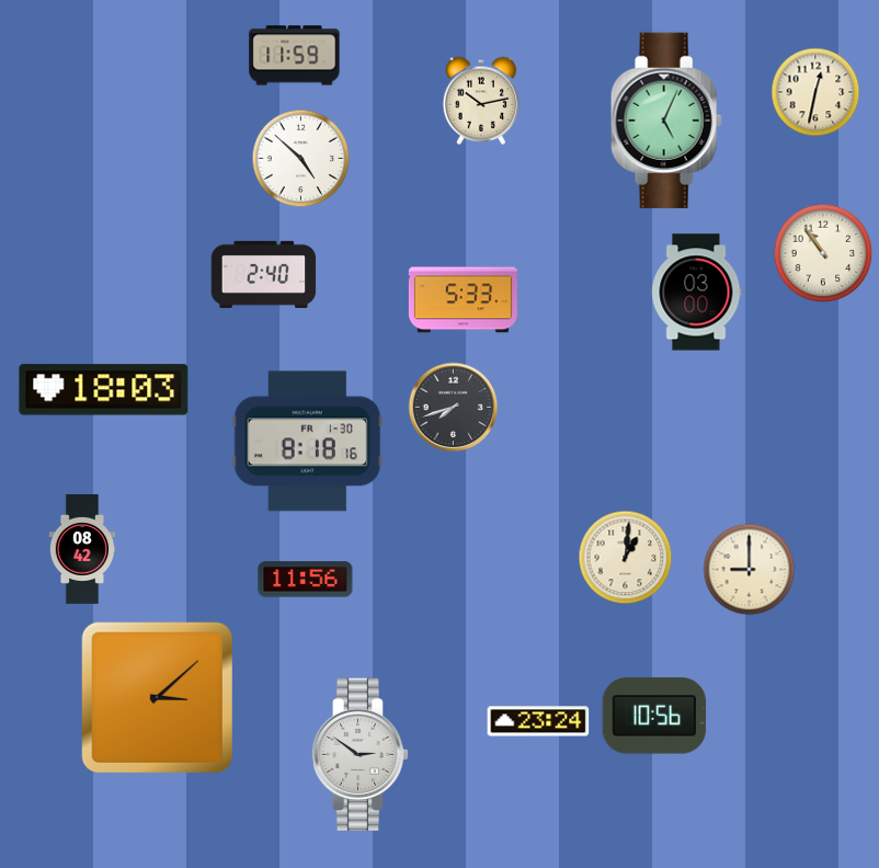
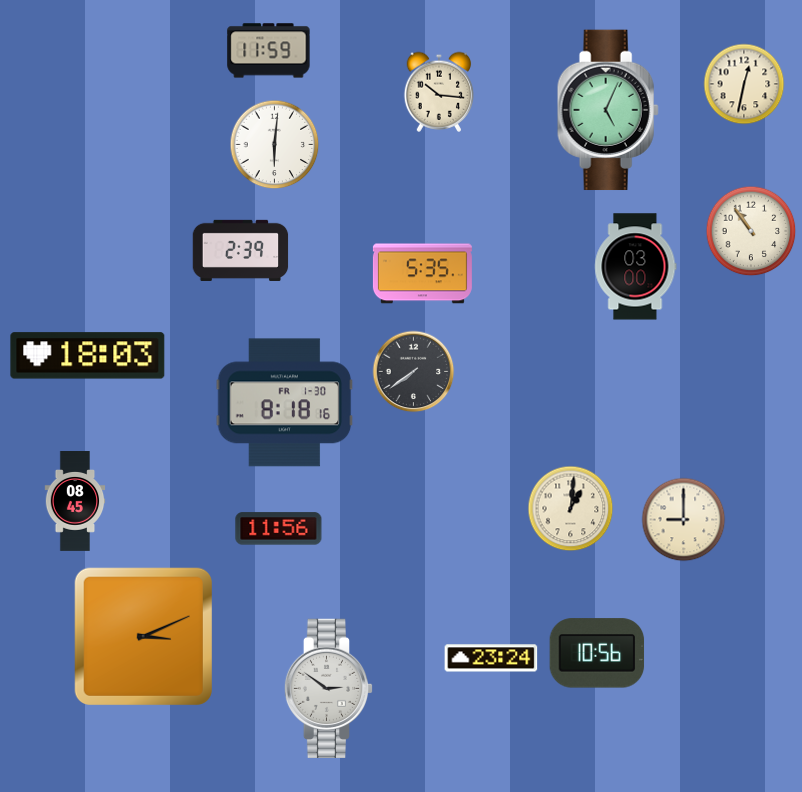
clock at (481, 101): 10:13 -> 10:16
clock at (301, 159): 4:52 -> 6:01
clock at (264, 274): 2:40 -> 2:39
clock at (463, 300): 5:33 -> 5:35
clock at (104, 390) position: (104, 390) -> (88, 356)
clock at (454, 408): 7:42 -> 7:39
clock at (308, 442) position: (308, 442) -> (285, 403)
clock at (82, 550): 08:42 -> 08:45
clock at (157, 697): 3:08 -> 3:11
